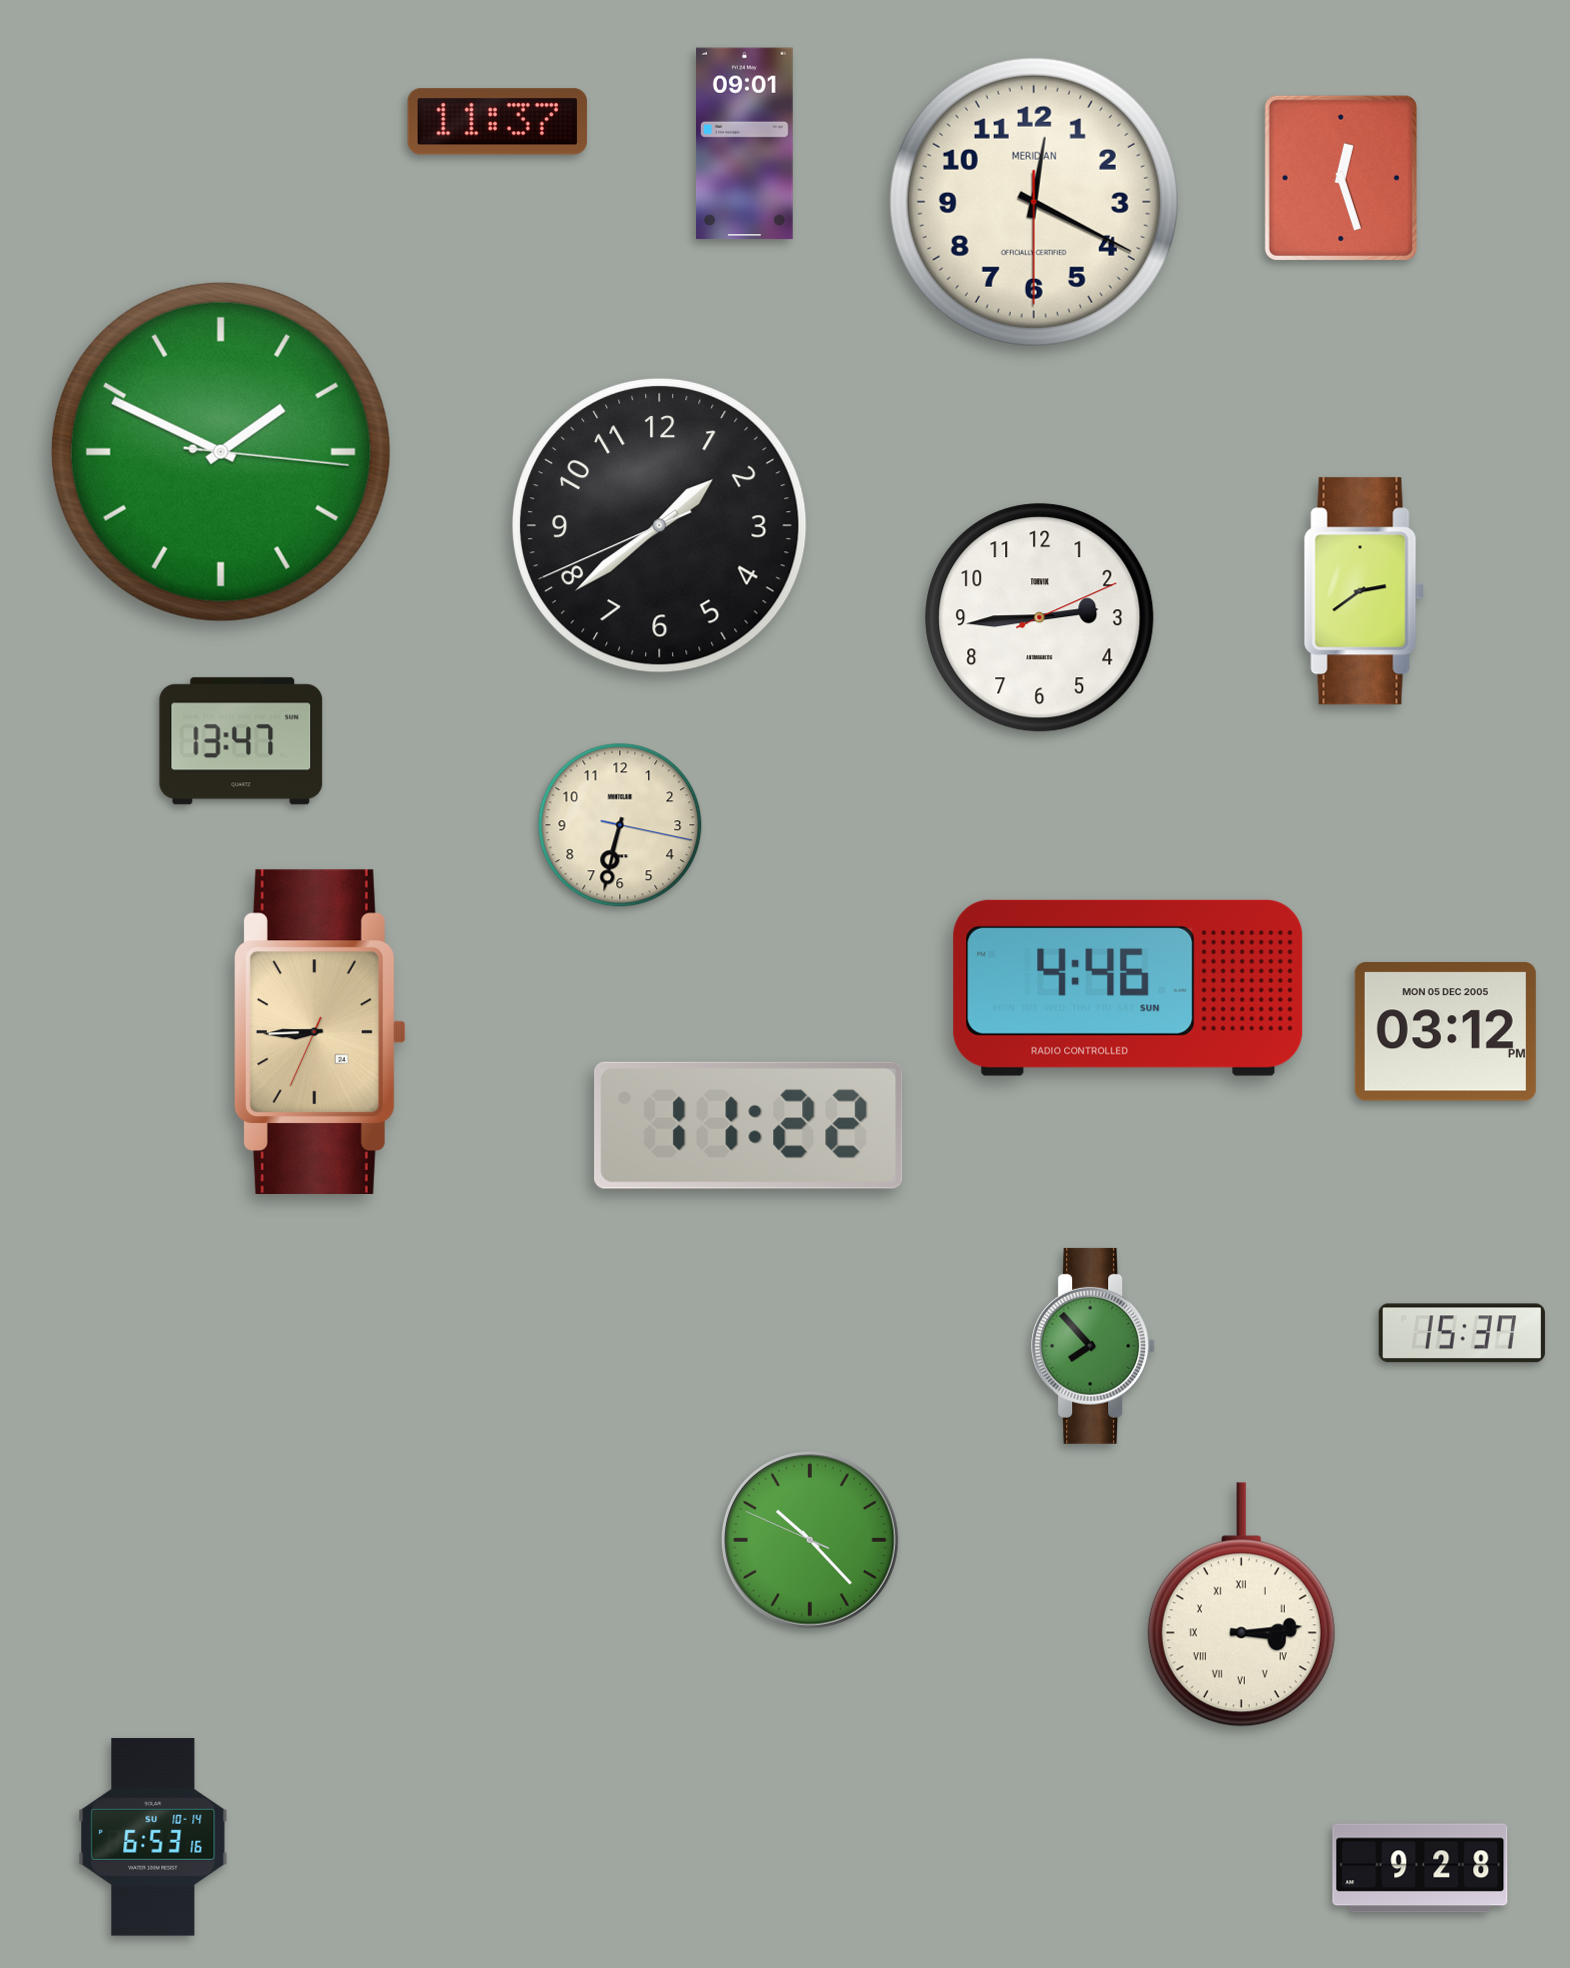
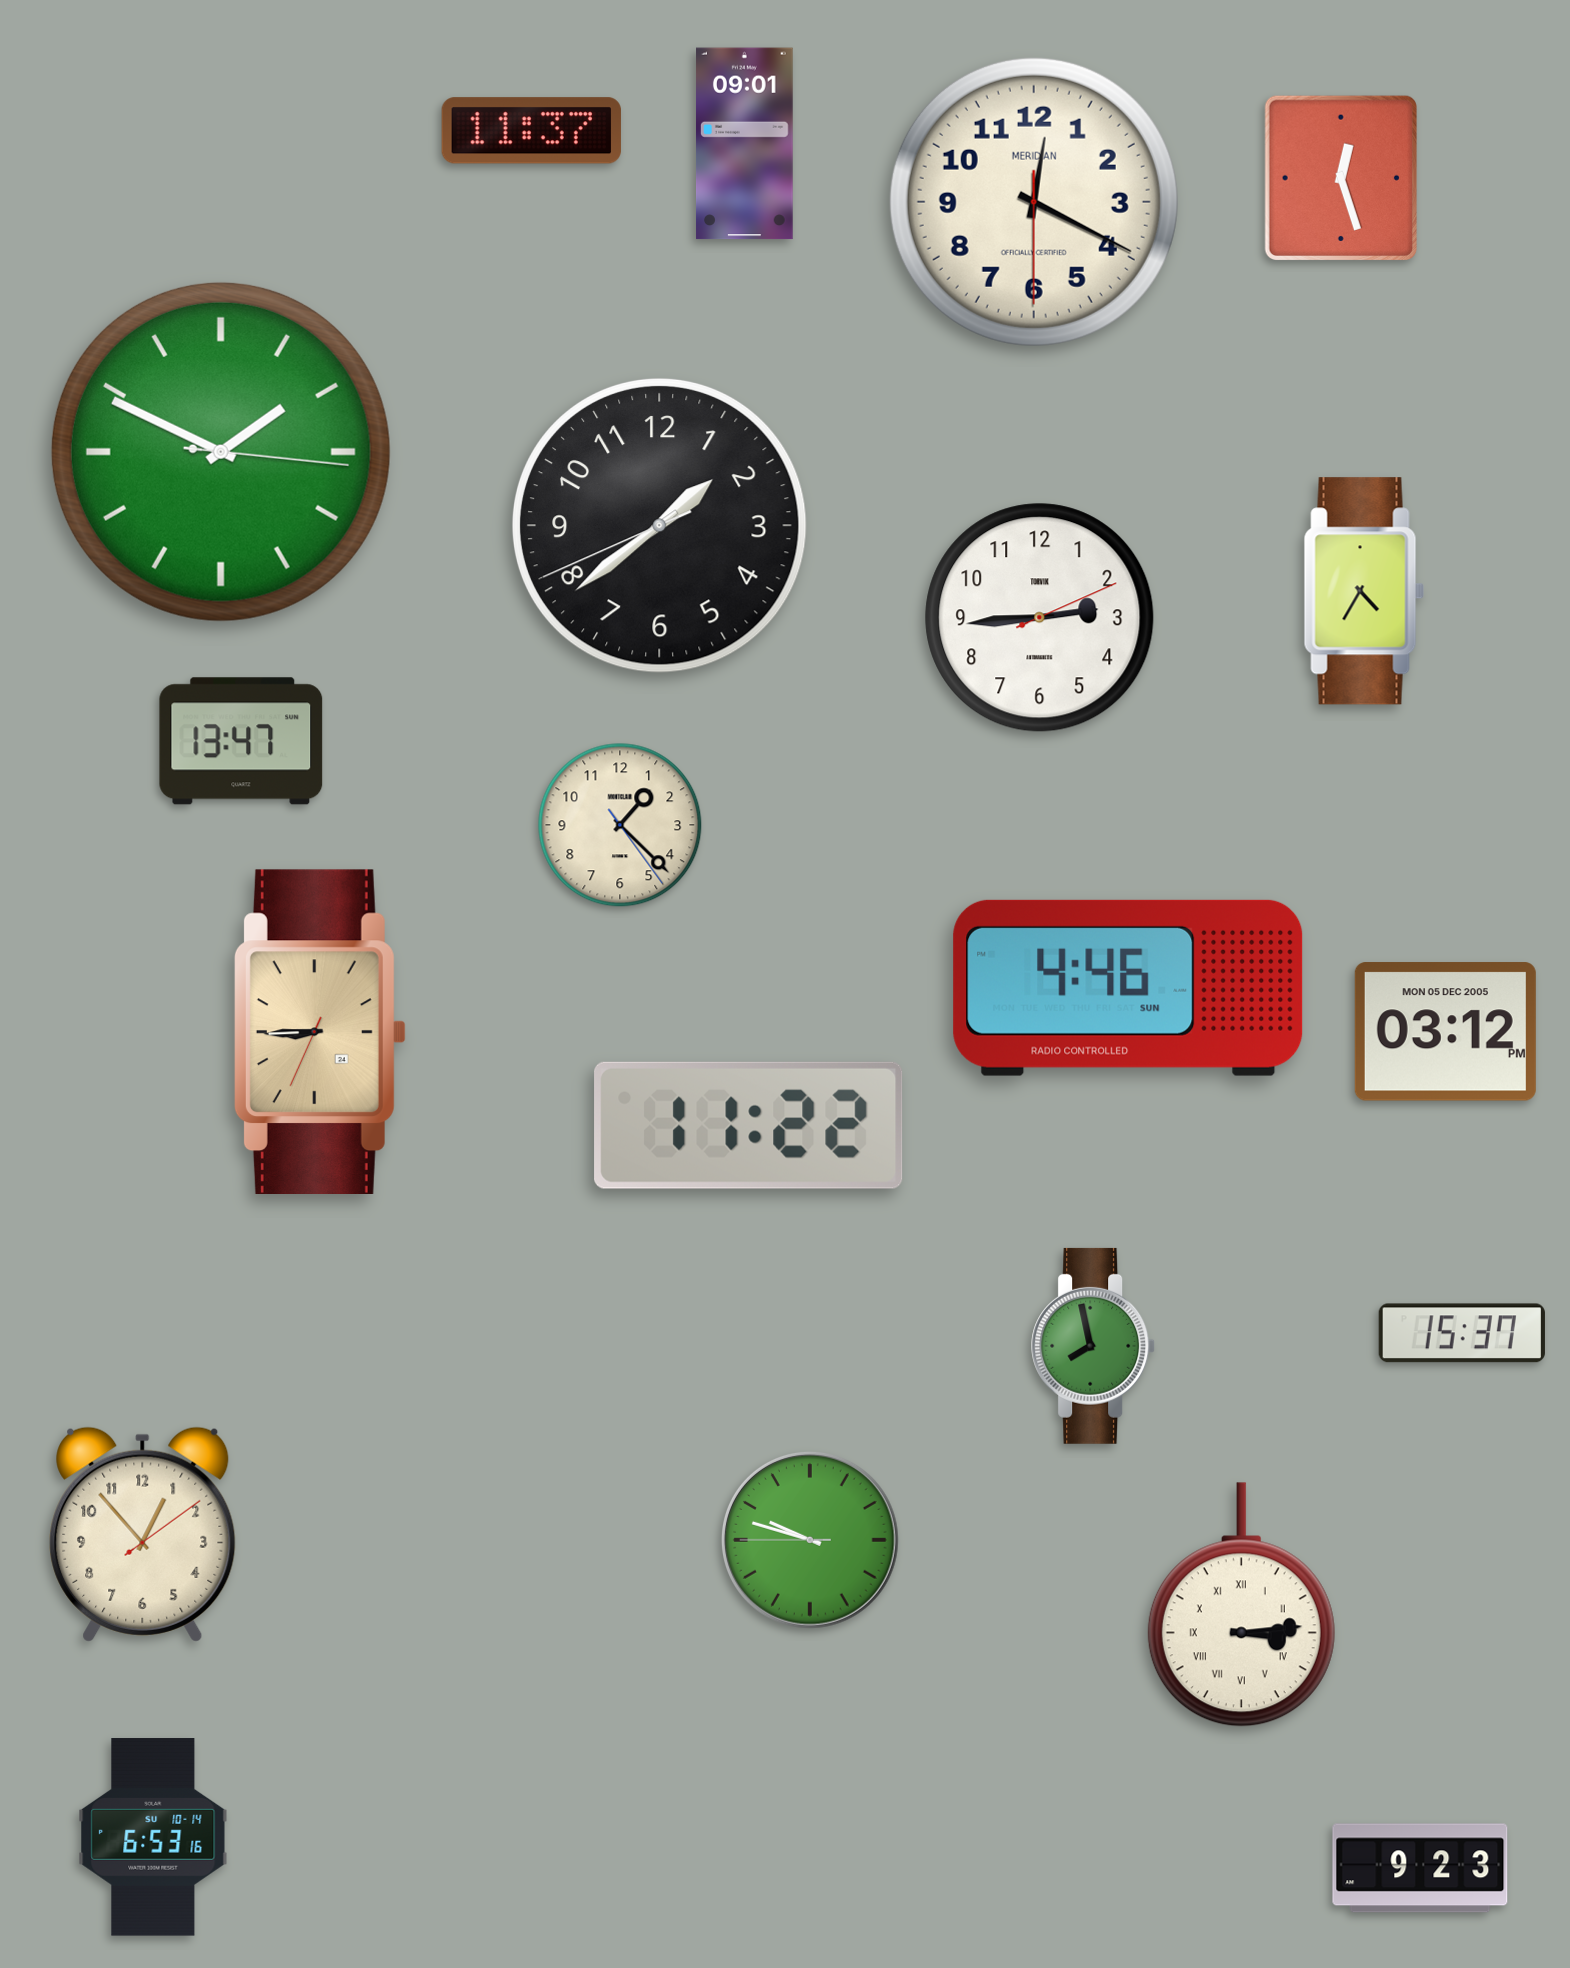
clock at (497, 122) position: (497, 122) -> (531, 131)
clock at (1364, 591): 2:39 -> 4:35
clock at (620, 825): 6:32 -> 1:22
clock at (1094, 1346): 7:53 -> 7:58
clock at (143, 1534): none -> 12:53
clock at (810, 1540): 10:22 -> 9:47
clock at (1420, 1868): 9:28 -> 9:23
